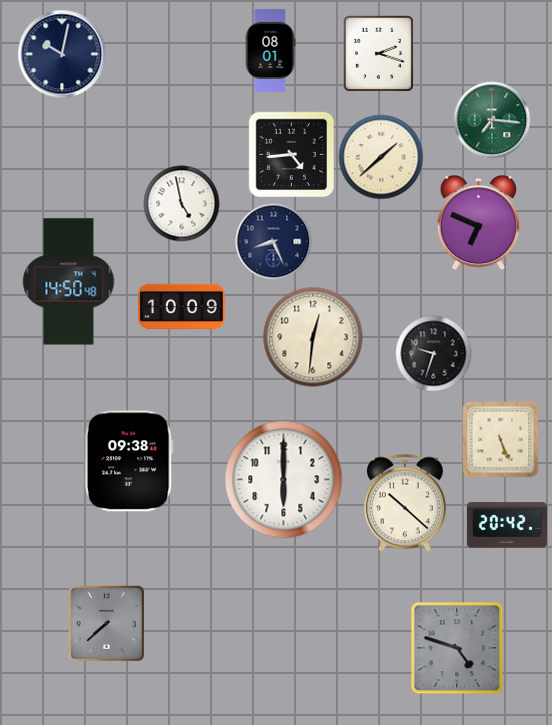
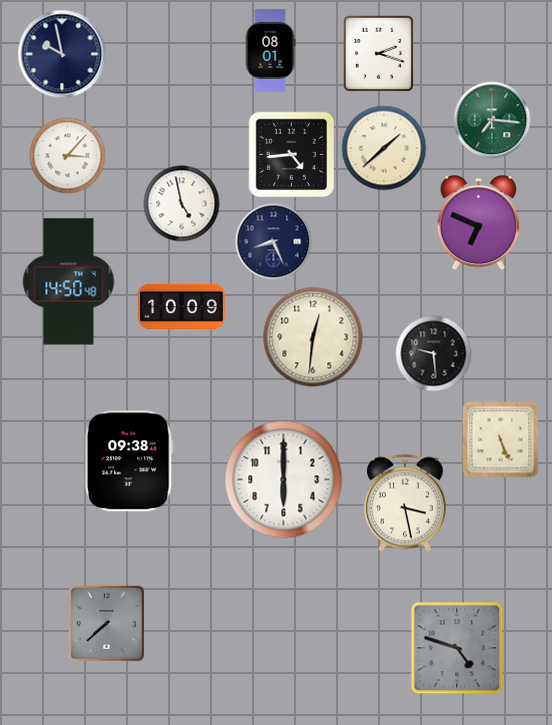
clock at (62, 54): 10:02 -> 9:58
clock at (68, 156): none -> 3:07
clock at (381, 157) position: (381, 157) -> (384, 148)
clock at (434, 354): 9:33 -> 9:29
clock at (406, 503): 10:22 -> 3:28
clock at (507, 525): 20:42 -> none
